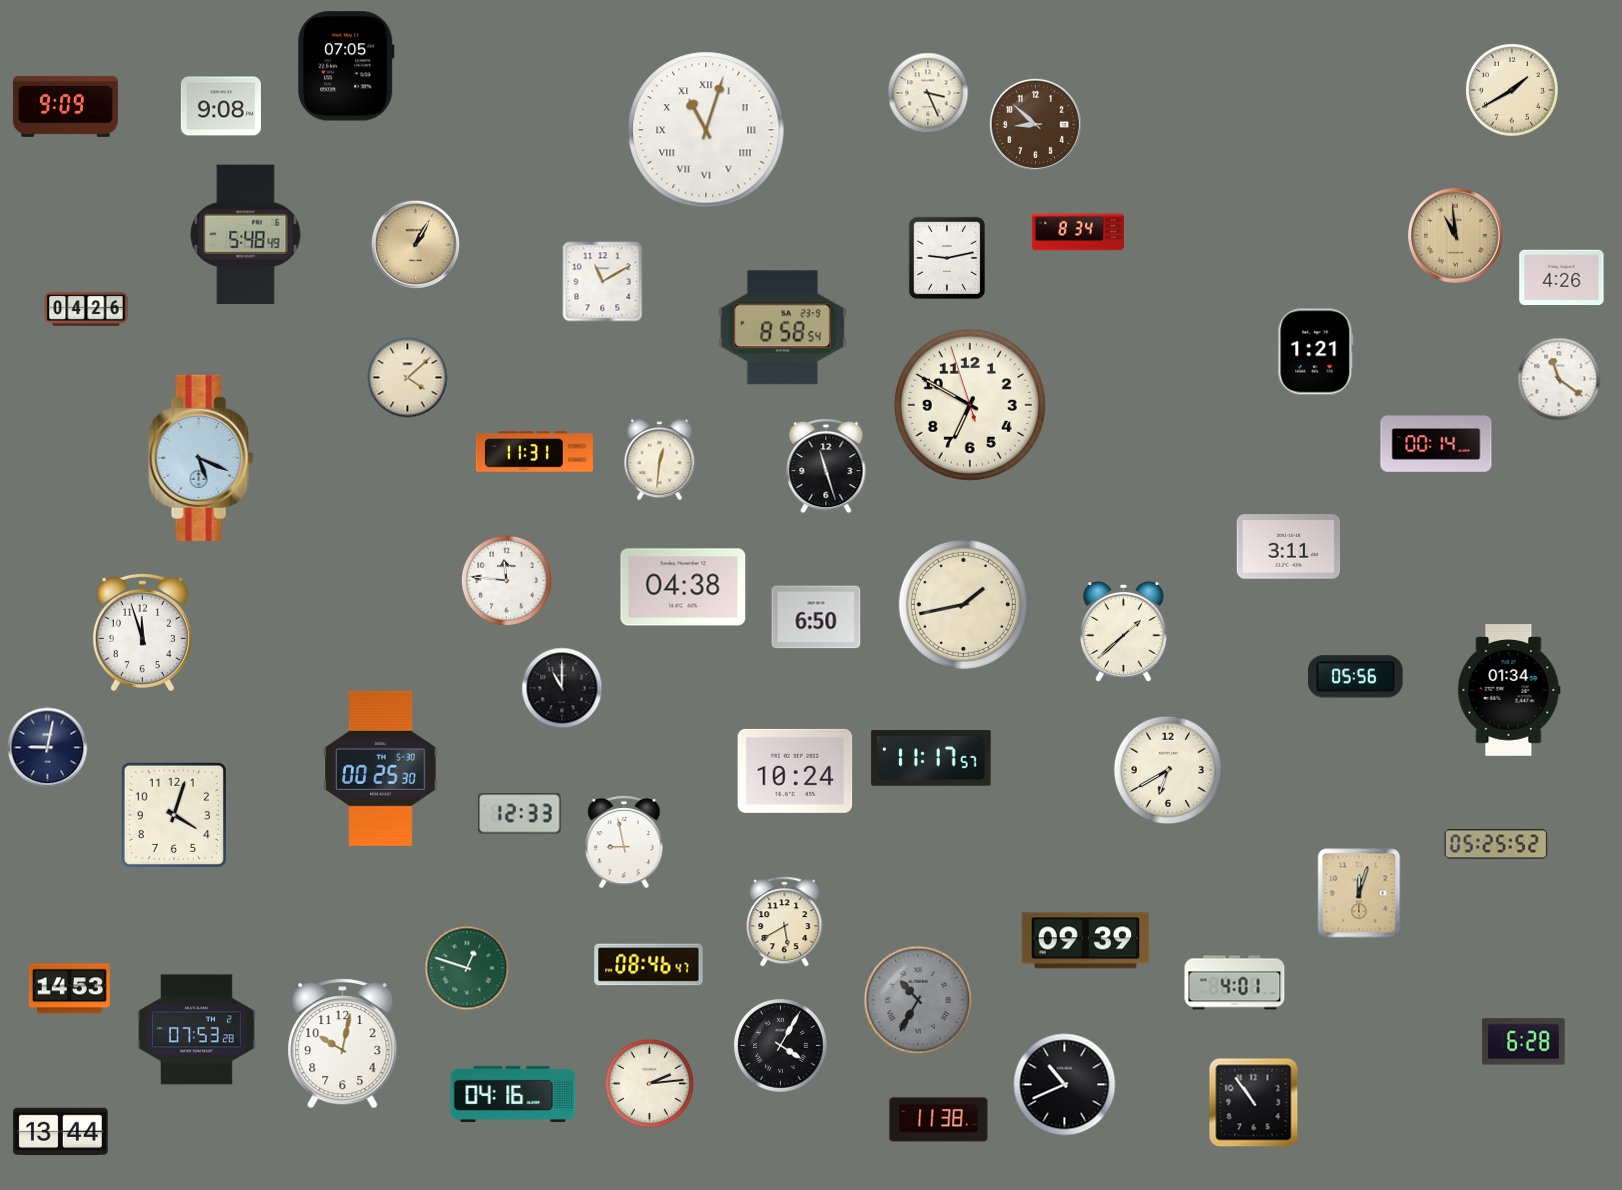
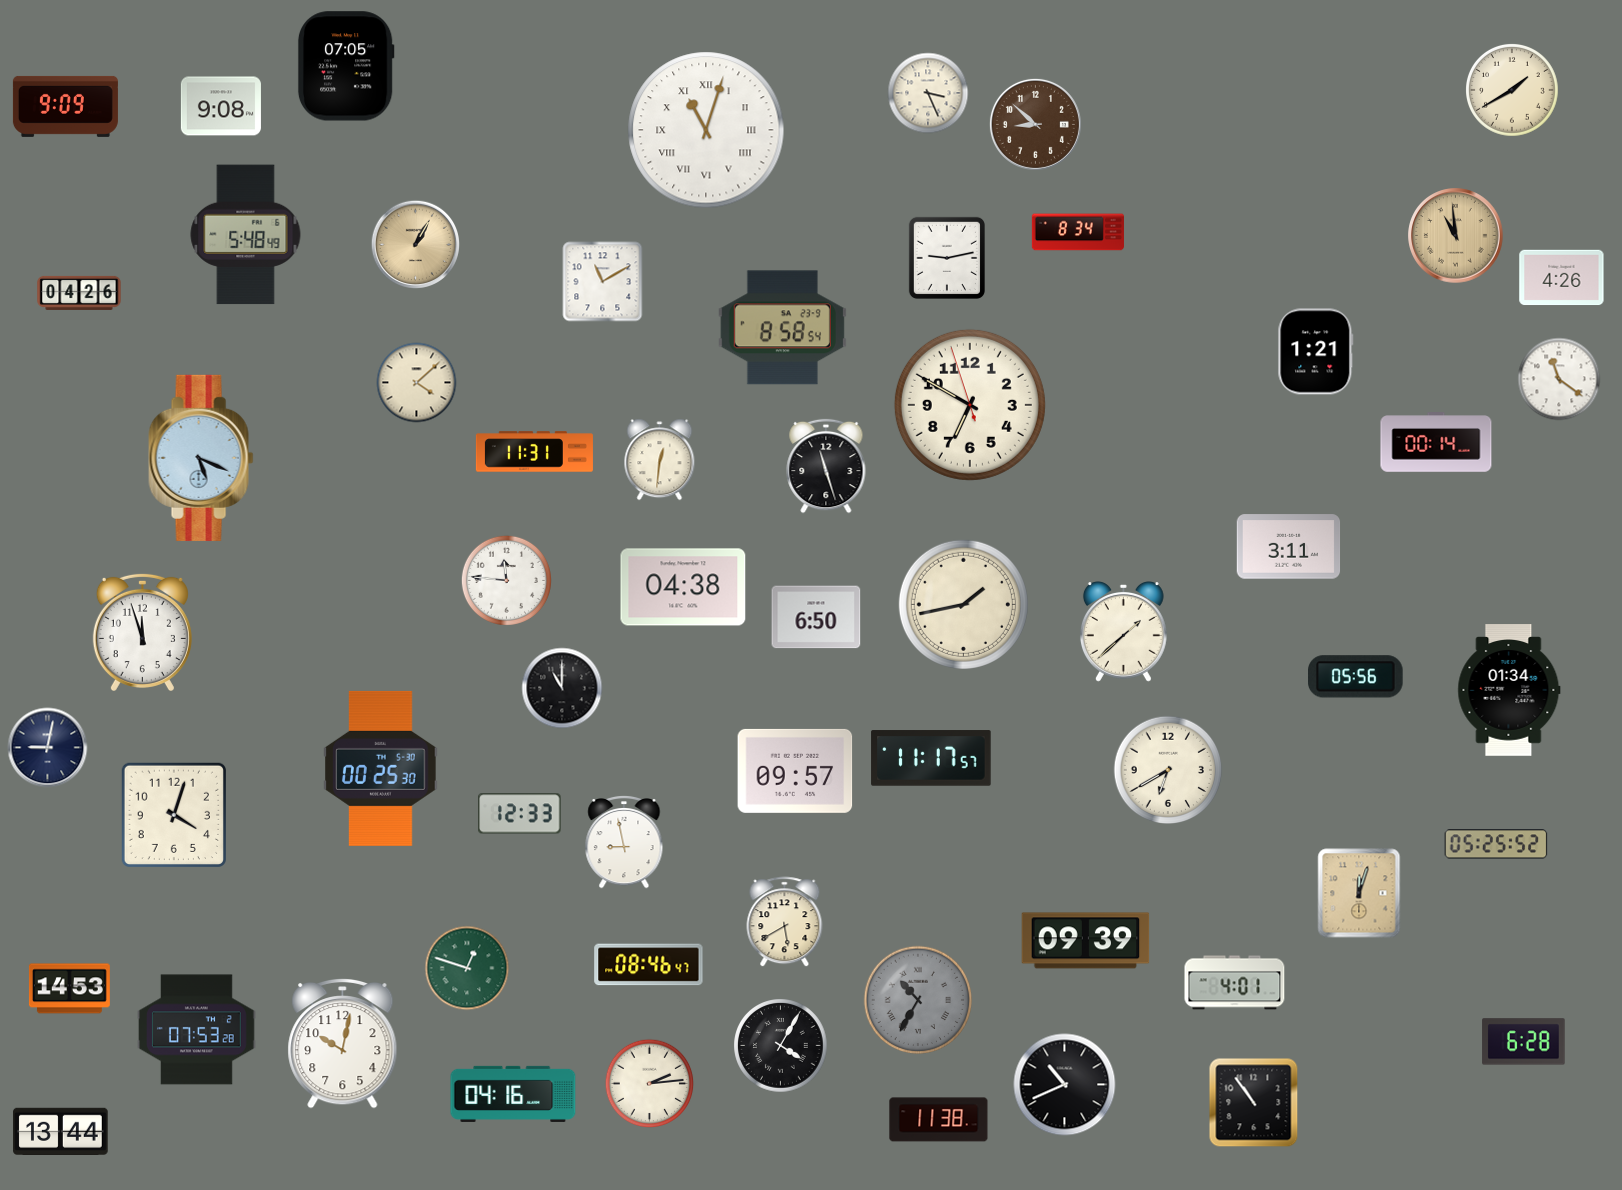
clock at (86, 309) position: (86, 309) -> (79, 293)
clock at (408, 378) position: (408, 378) -> (417, 383)
clock at (795, 771): 10:24 -> 09:57
